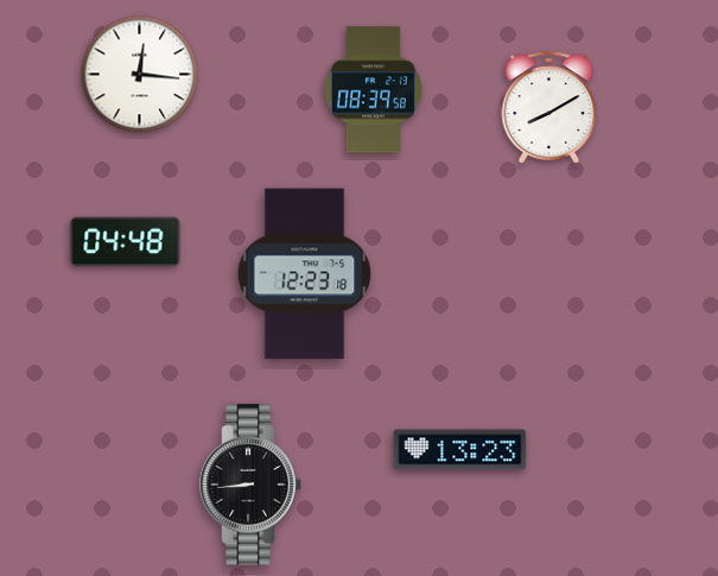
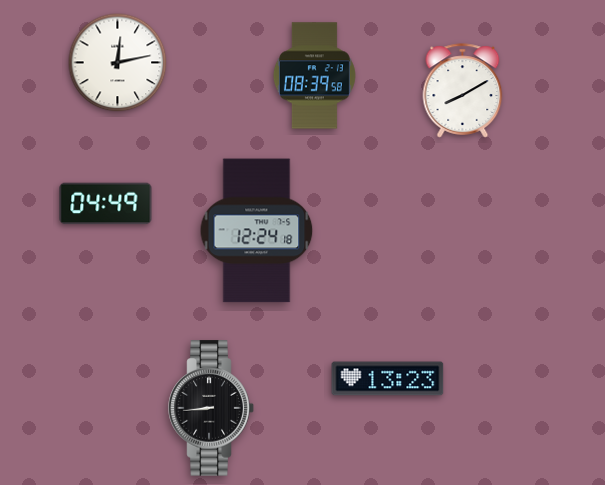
clock at (140, 75): 12:16 -> 12:13
clock at (126, 242): 04:48 -> 04:49
clock at (305, 274): 12:23 -> 12:24
